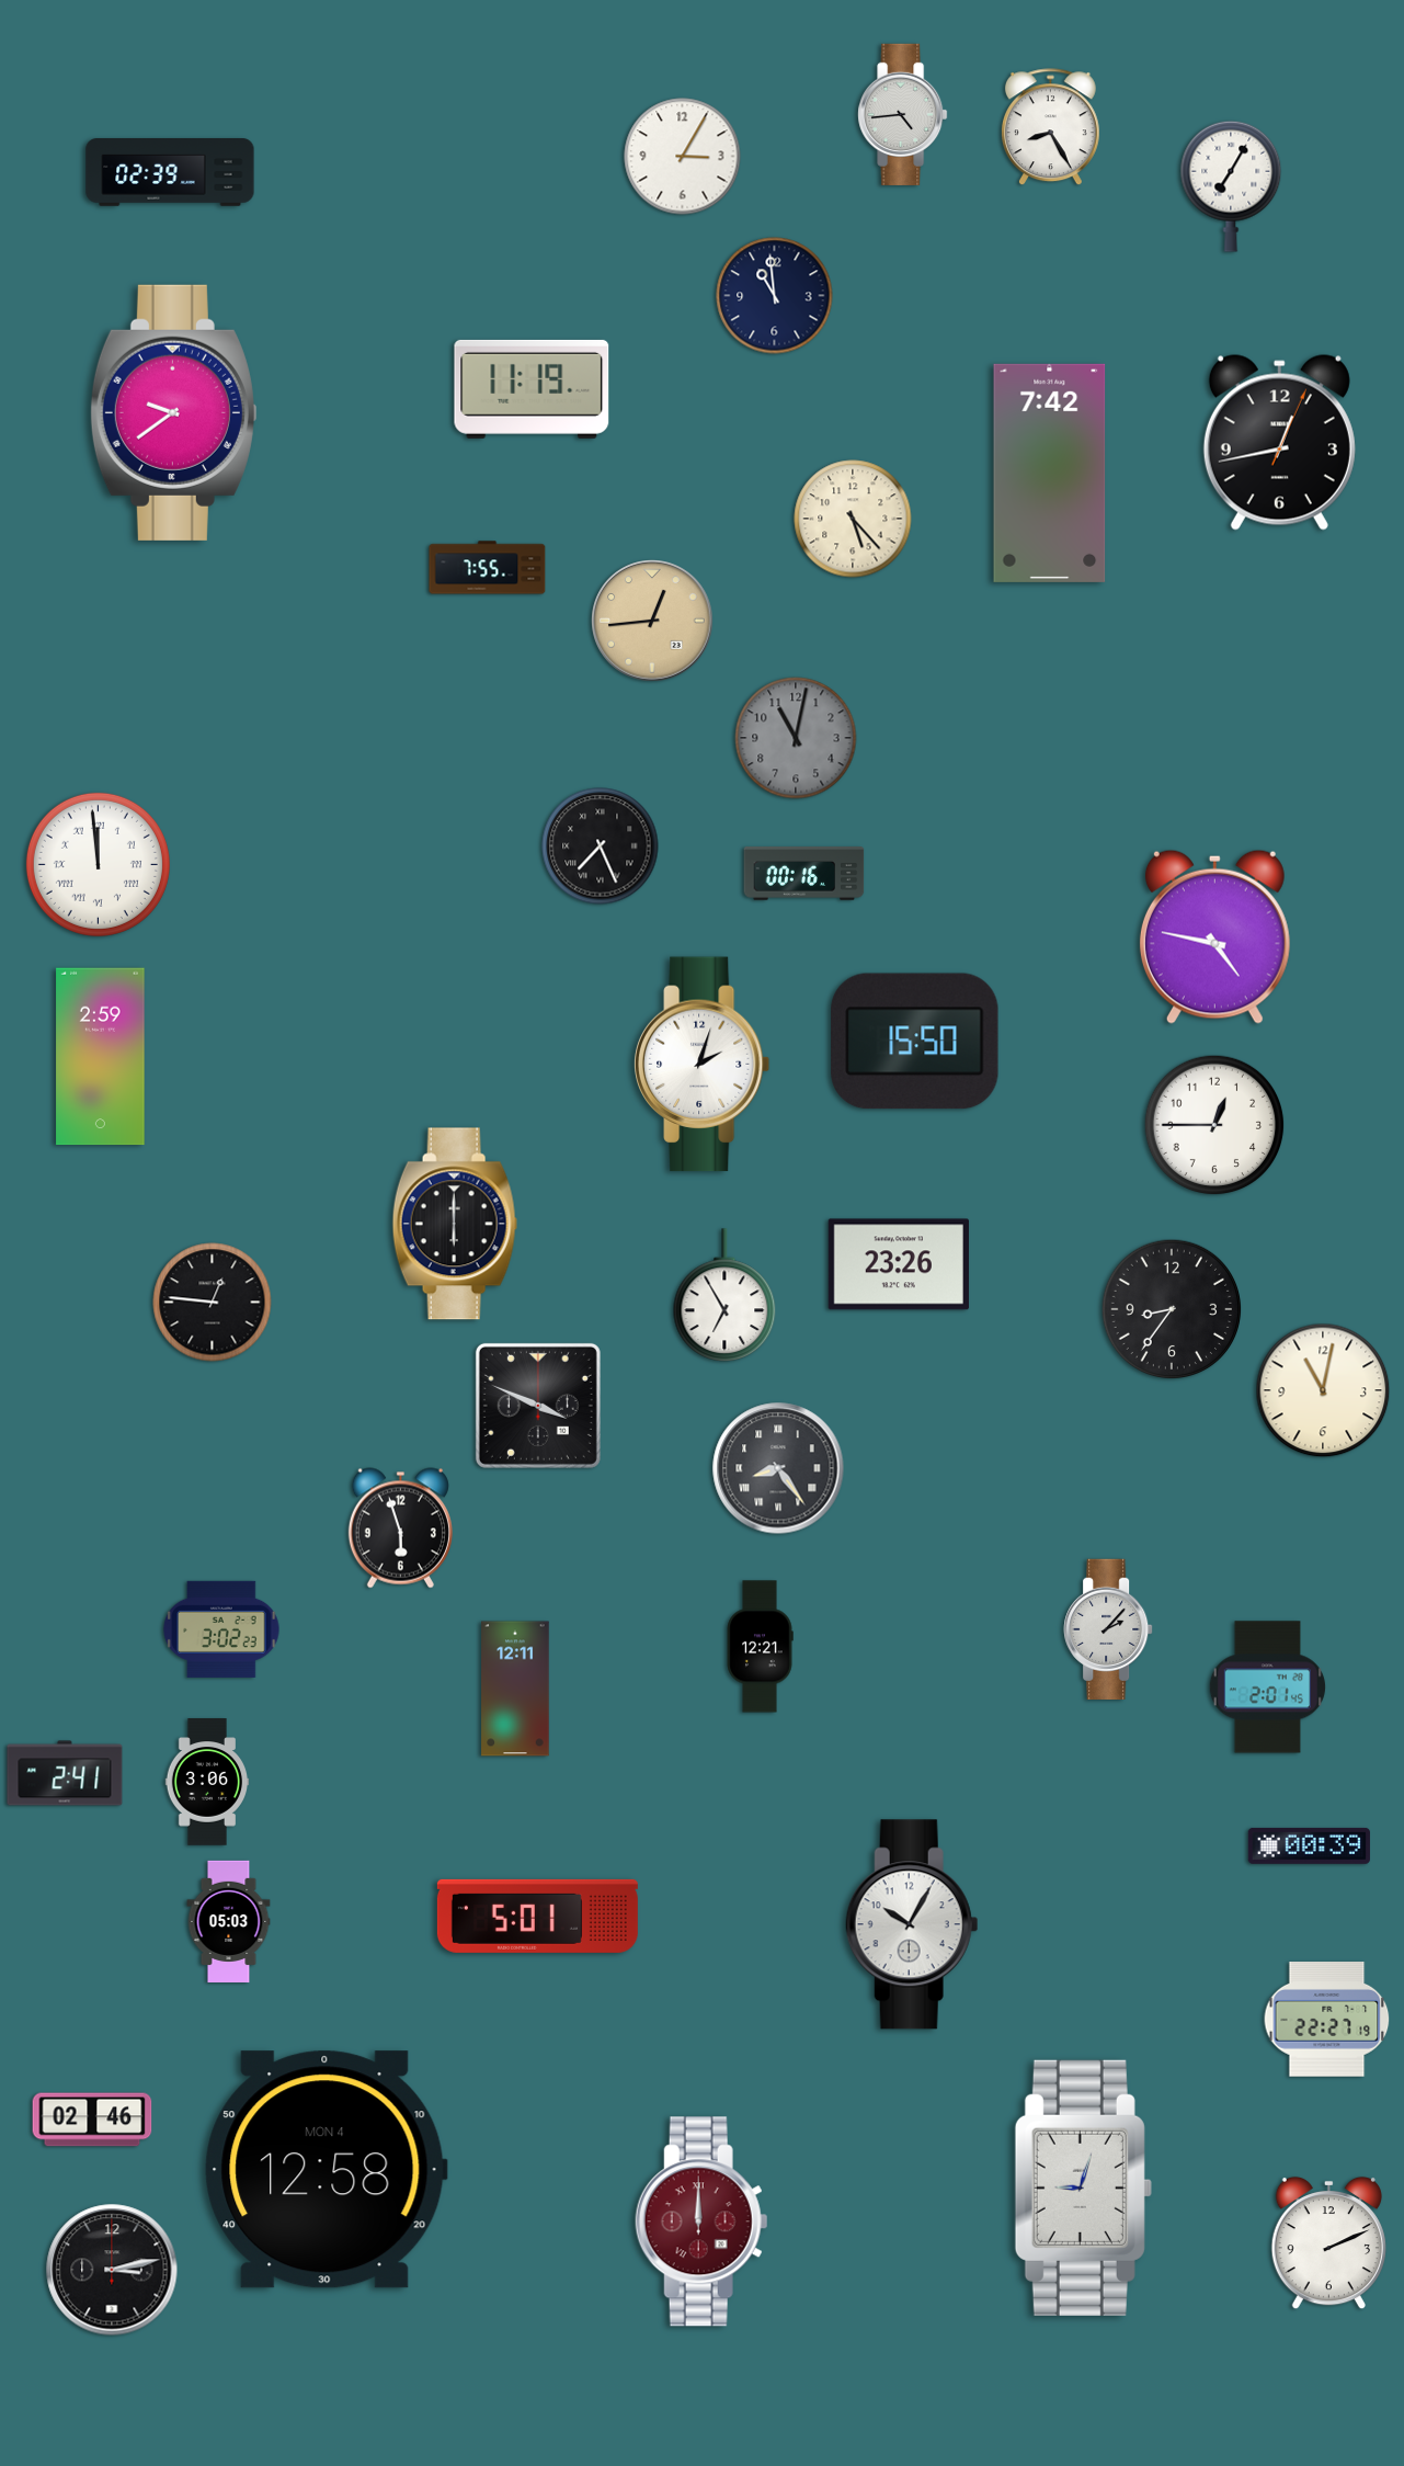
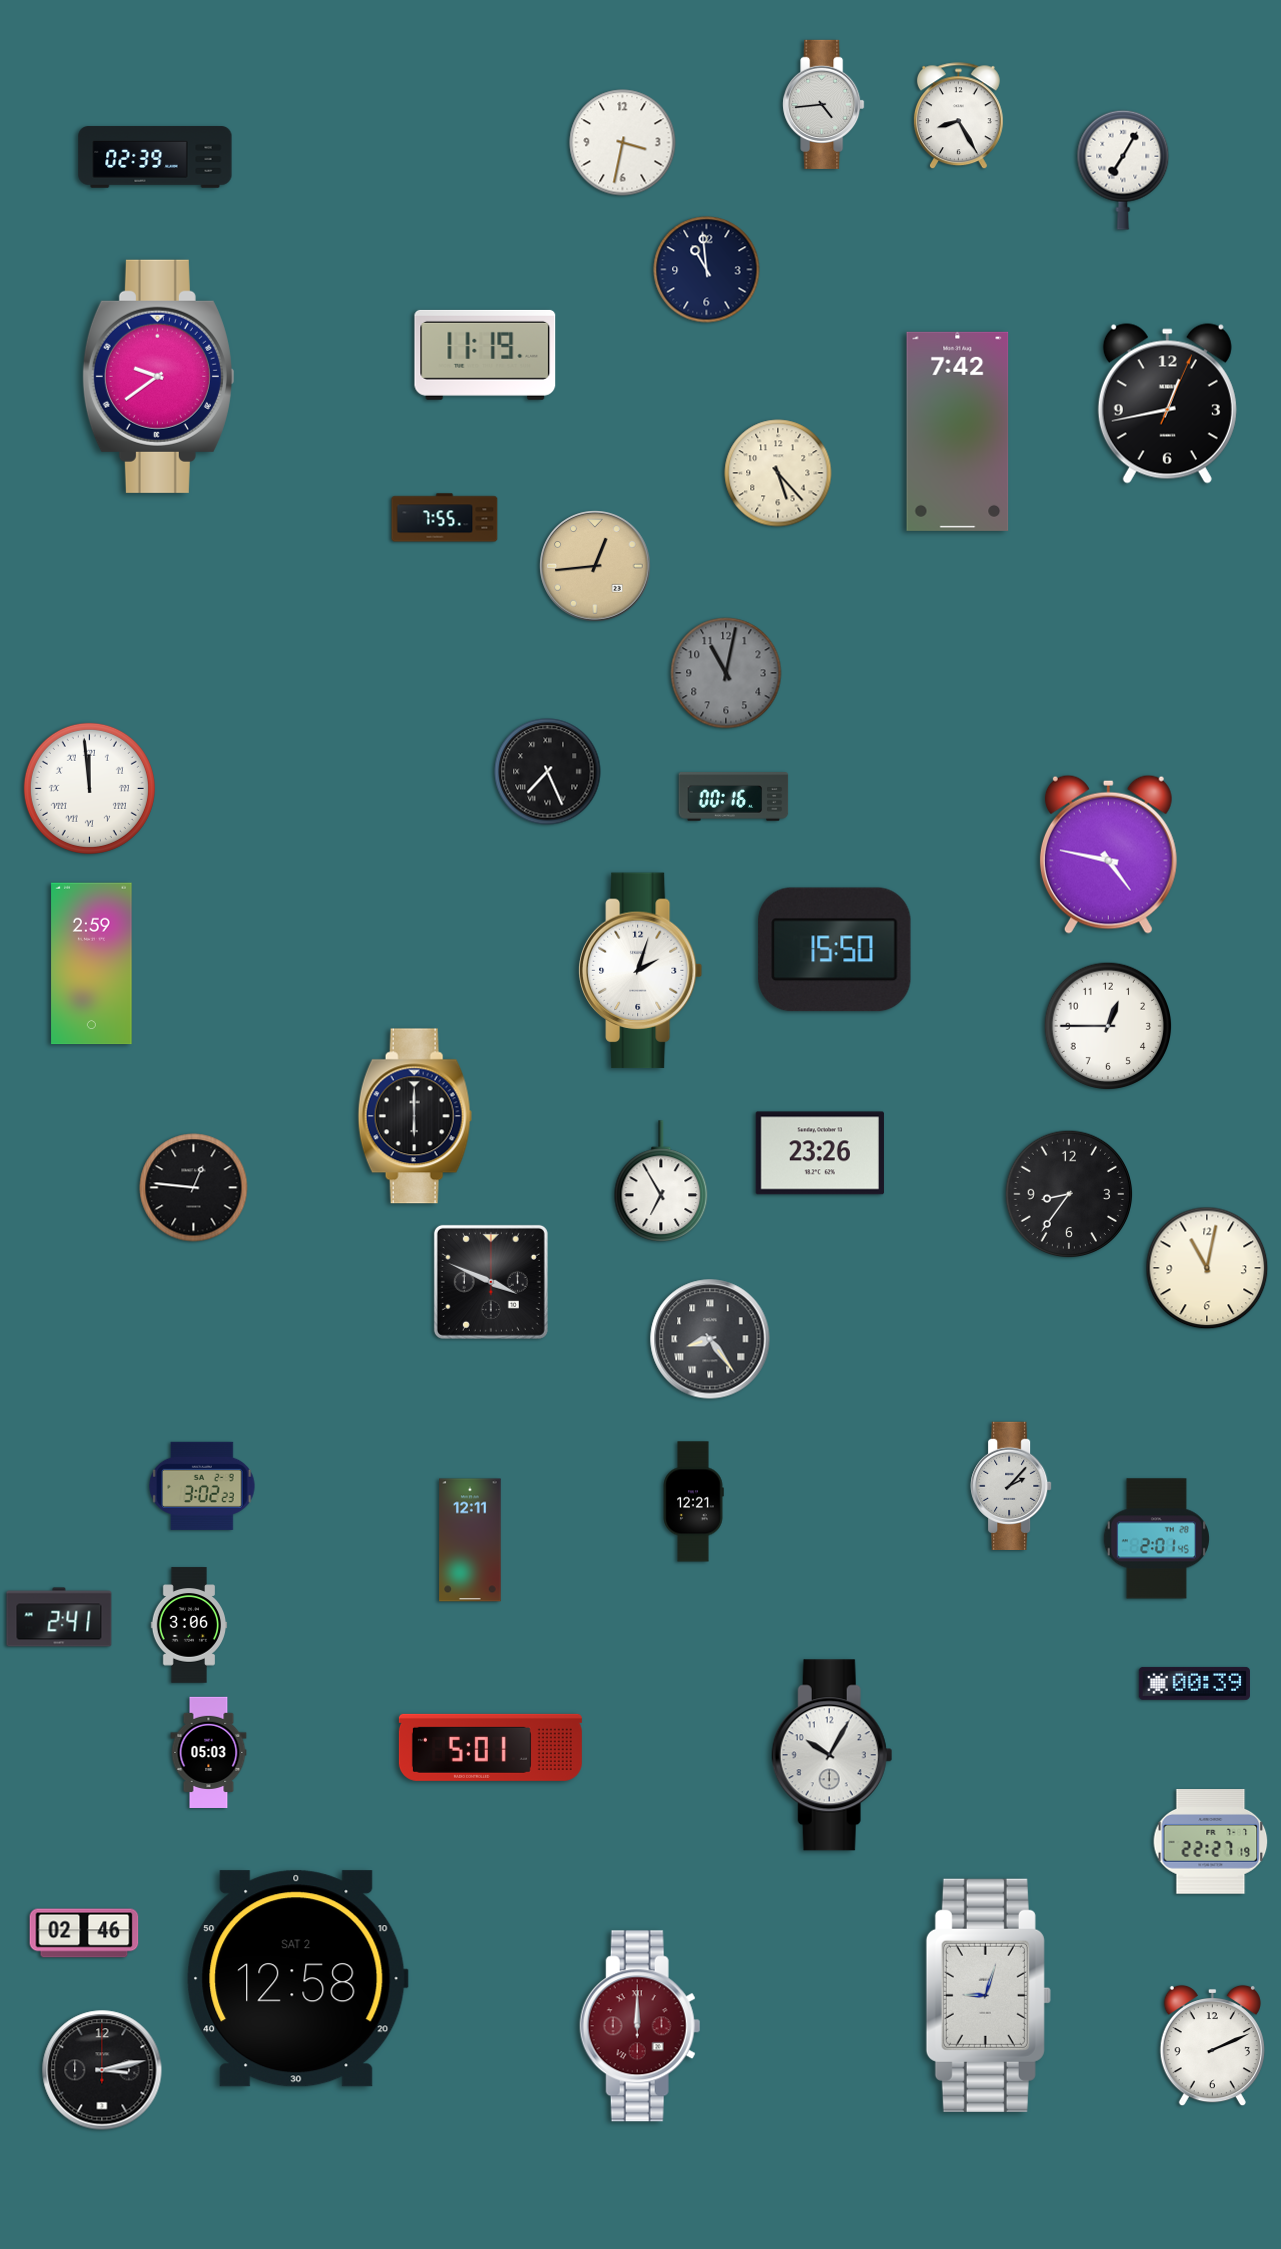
clock at (683, 157): 3:05 -> 3:32
clock at (400, 1529): 5:57 -> none
clock at (326, 2170) date: MON 4 -> SAT 2
